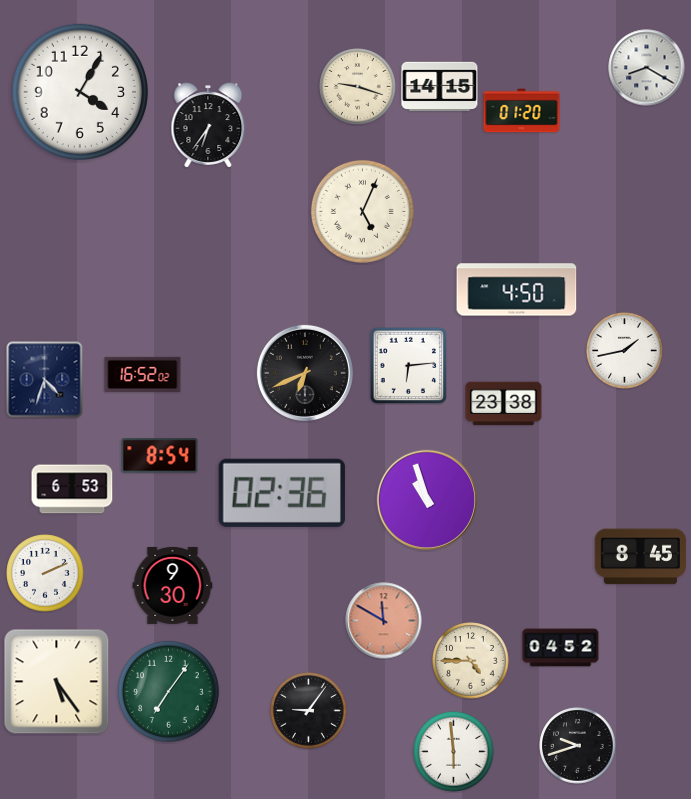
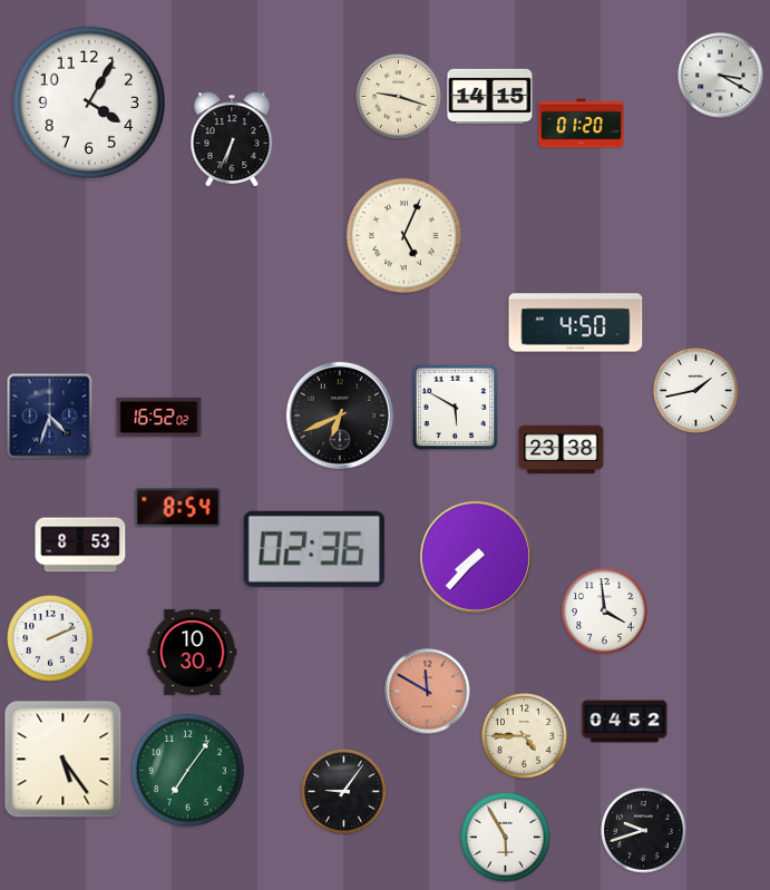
clock at (647, 68): 8:20 -> 3:20
clock at (208, 125): 6:36 -> 6:34
clock at (408, 365): 6:14 -> 5:50
clock at (45, 380) position: (45, 380) -> (50, 417)
clock at (72, 489): 6:53 -> 8:53
clock at (427, 500): 10:57 -> 7:37
clock at (605, 612): none -> 3:59
clock at (640, 557): 8:45 -> none
clock at (173, 585): 9:30 -> 10:30
clock at (454, 752): 5:59 -> 5:55
